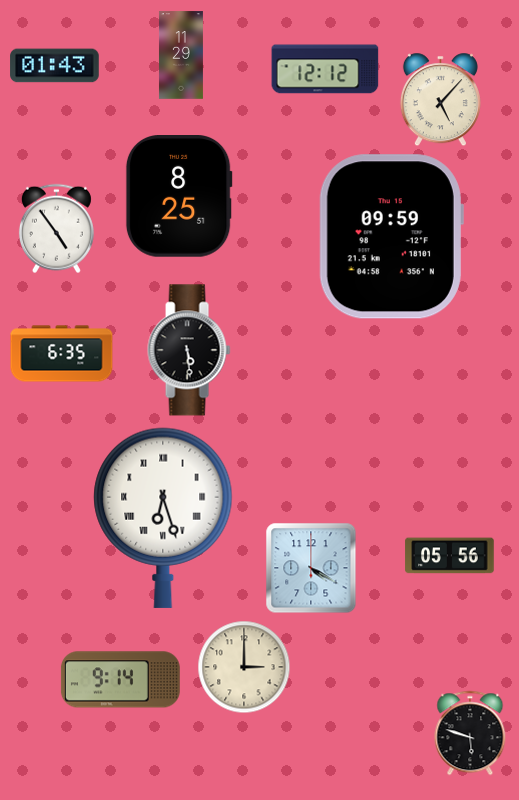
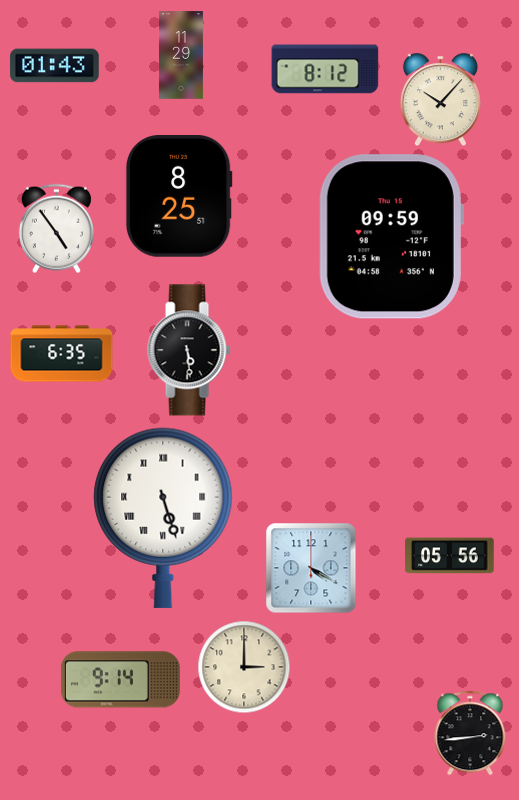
clock at (325, 69): 12:12 -> 8:12
clock at (440, 100): 5:07 -> 10:07
clock at (163, 518): 6:27 -> 5:27
clock at (470, 733): 5:48 -> 2:44
